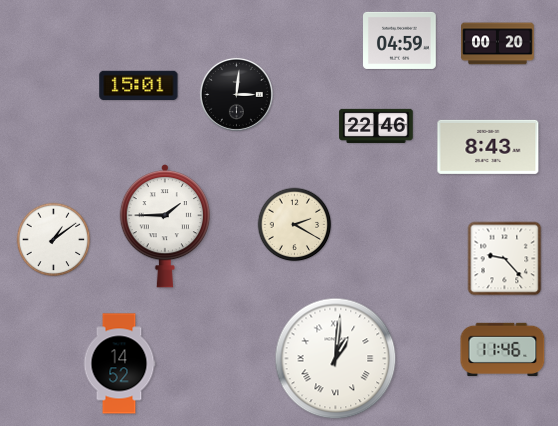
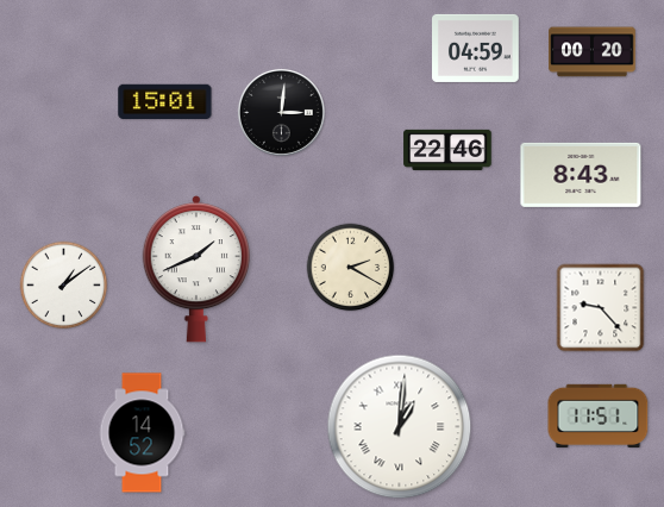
clock at (164, 227): 1:45 -> 1:41
clock at (503, 349): 11:46 -> 11:51
